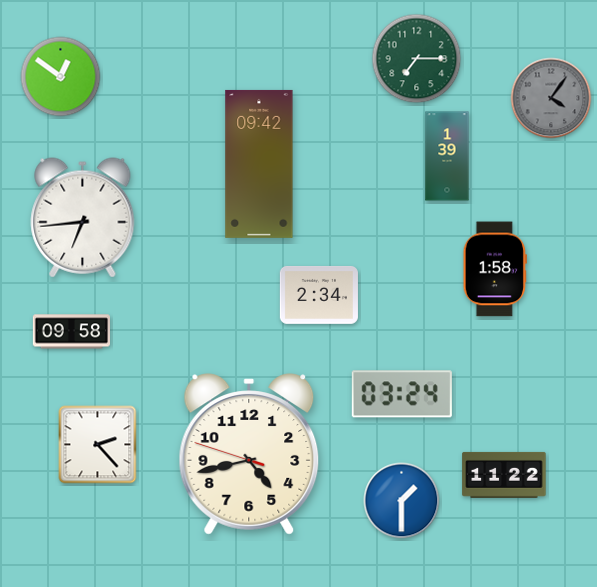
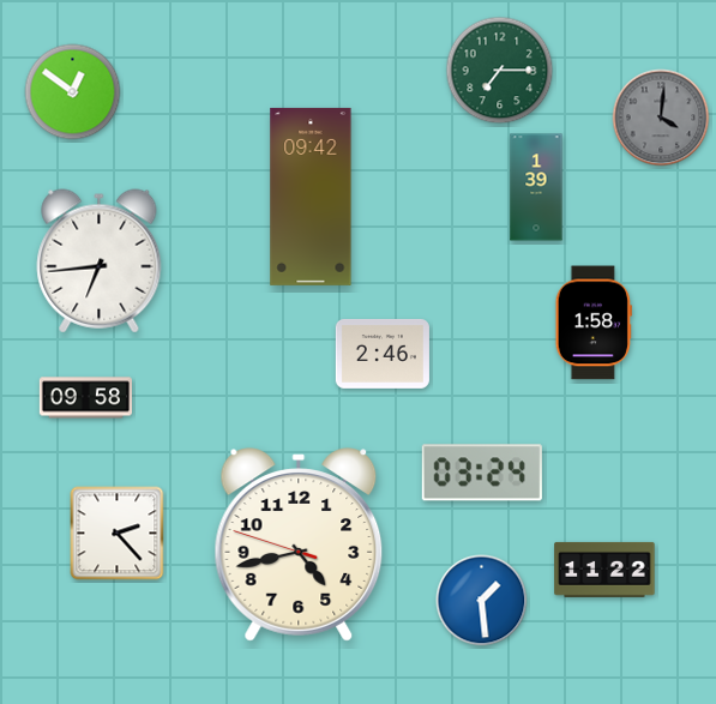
clock at (551, 98): 4:06 -> 4:01
clock at (319, 295): 2:34 -> 2:46
clock at (402, 501): 1:30 -> 1:29
